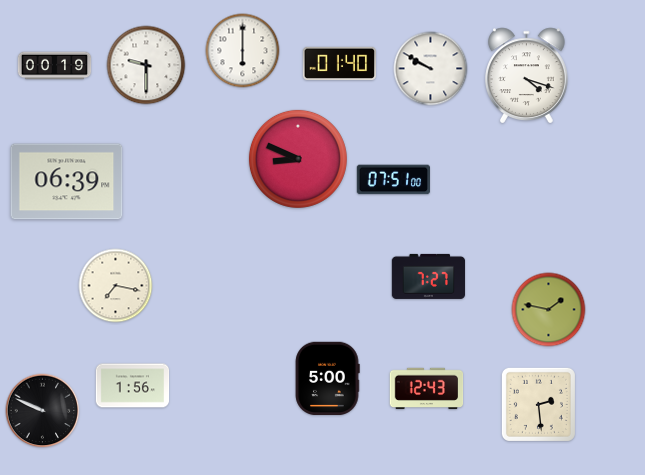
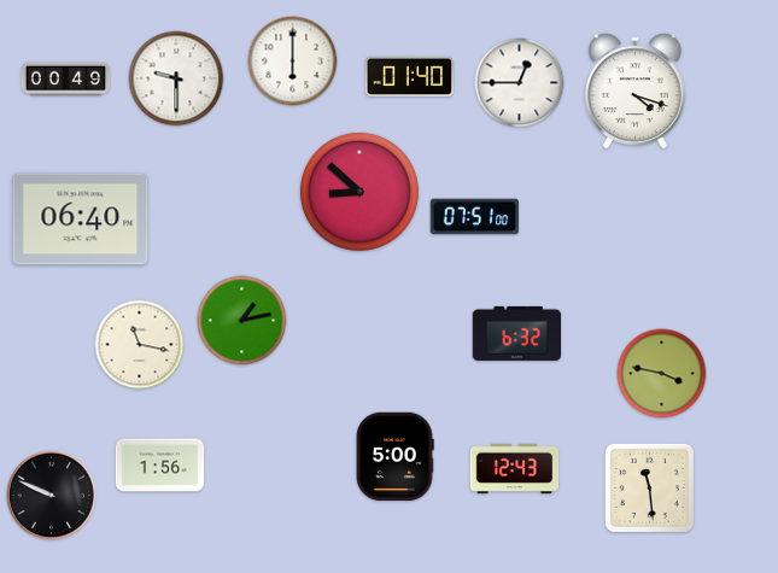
clock at (55, 66): 00:19 -> 00:49
clock at (431, 69): 9:50 -> 12:45
clock at (298, 159): 8:49 -> 8:52
clock at (67, 182): 06:39 -> 06:40
clock at (242, 321): none -> 1:13
clock at (429, 276): 7:27 -> 6:32
clock at (116, 286): 7:17 -> 11:17
clock at (549, 310): 1:47 -> 3:47
clock at (538, 404): 2:29 -> 11:29
